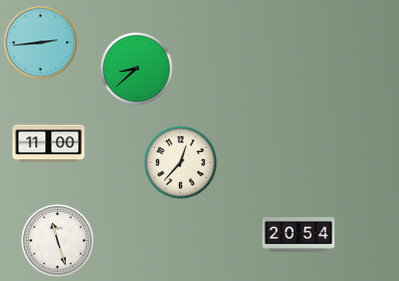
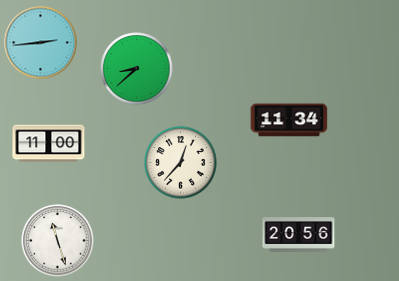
clock at (289, 120): none -> 11:34
clock at (299, 235): 20:54 -> 20:56
